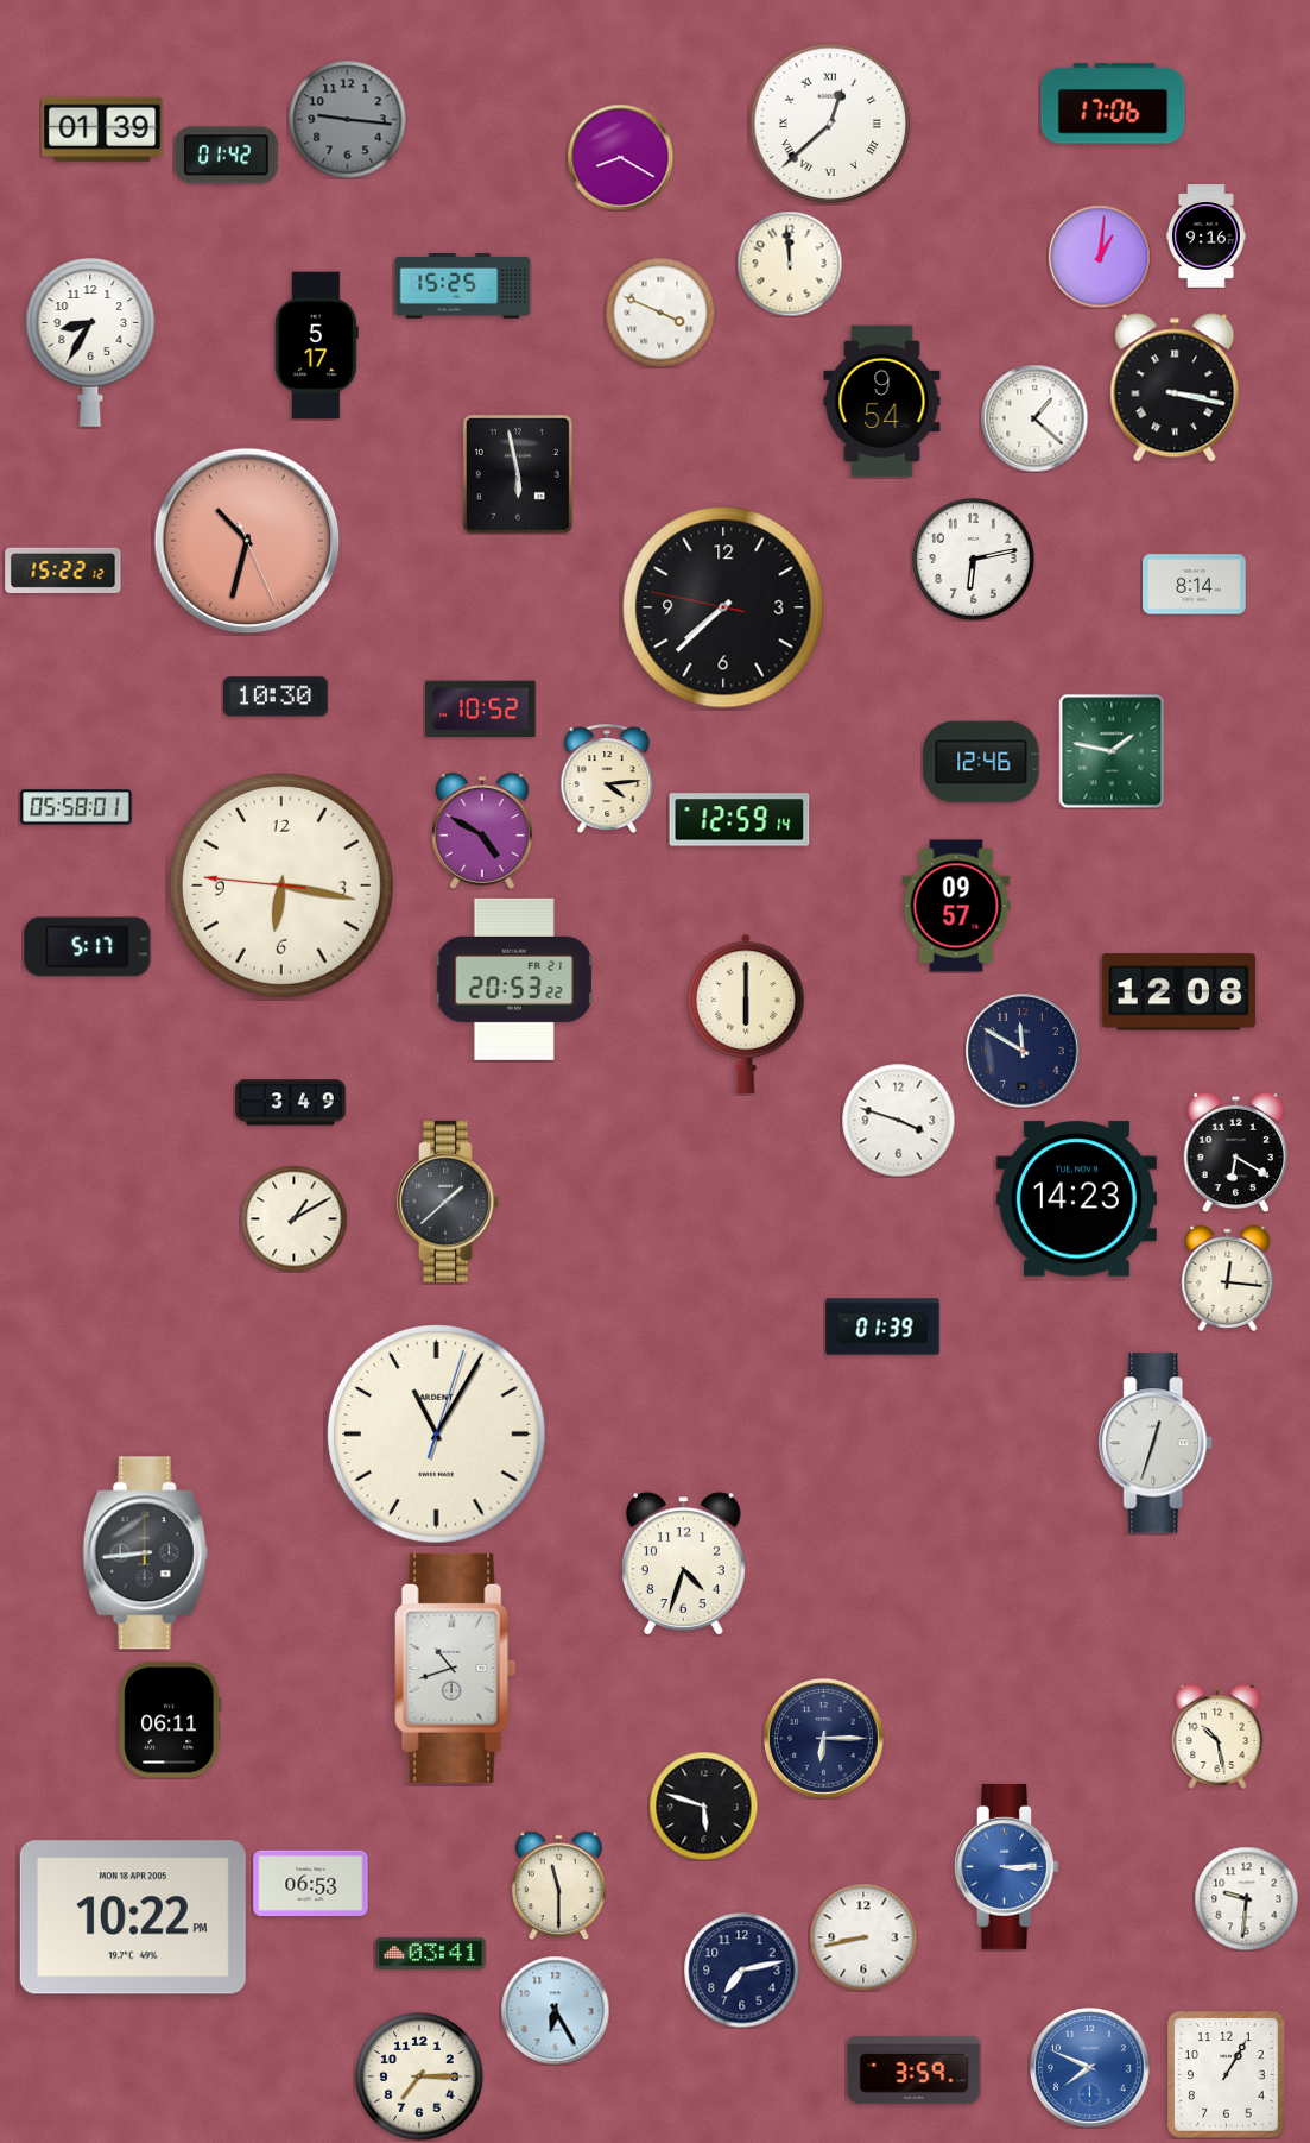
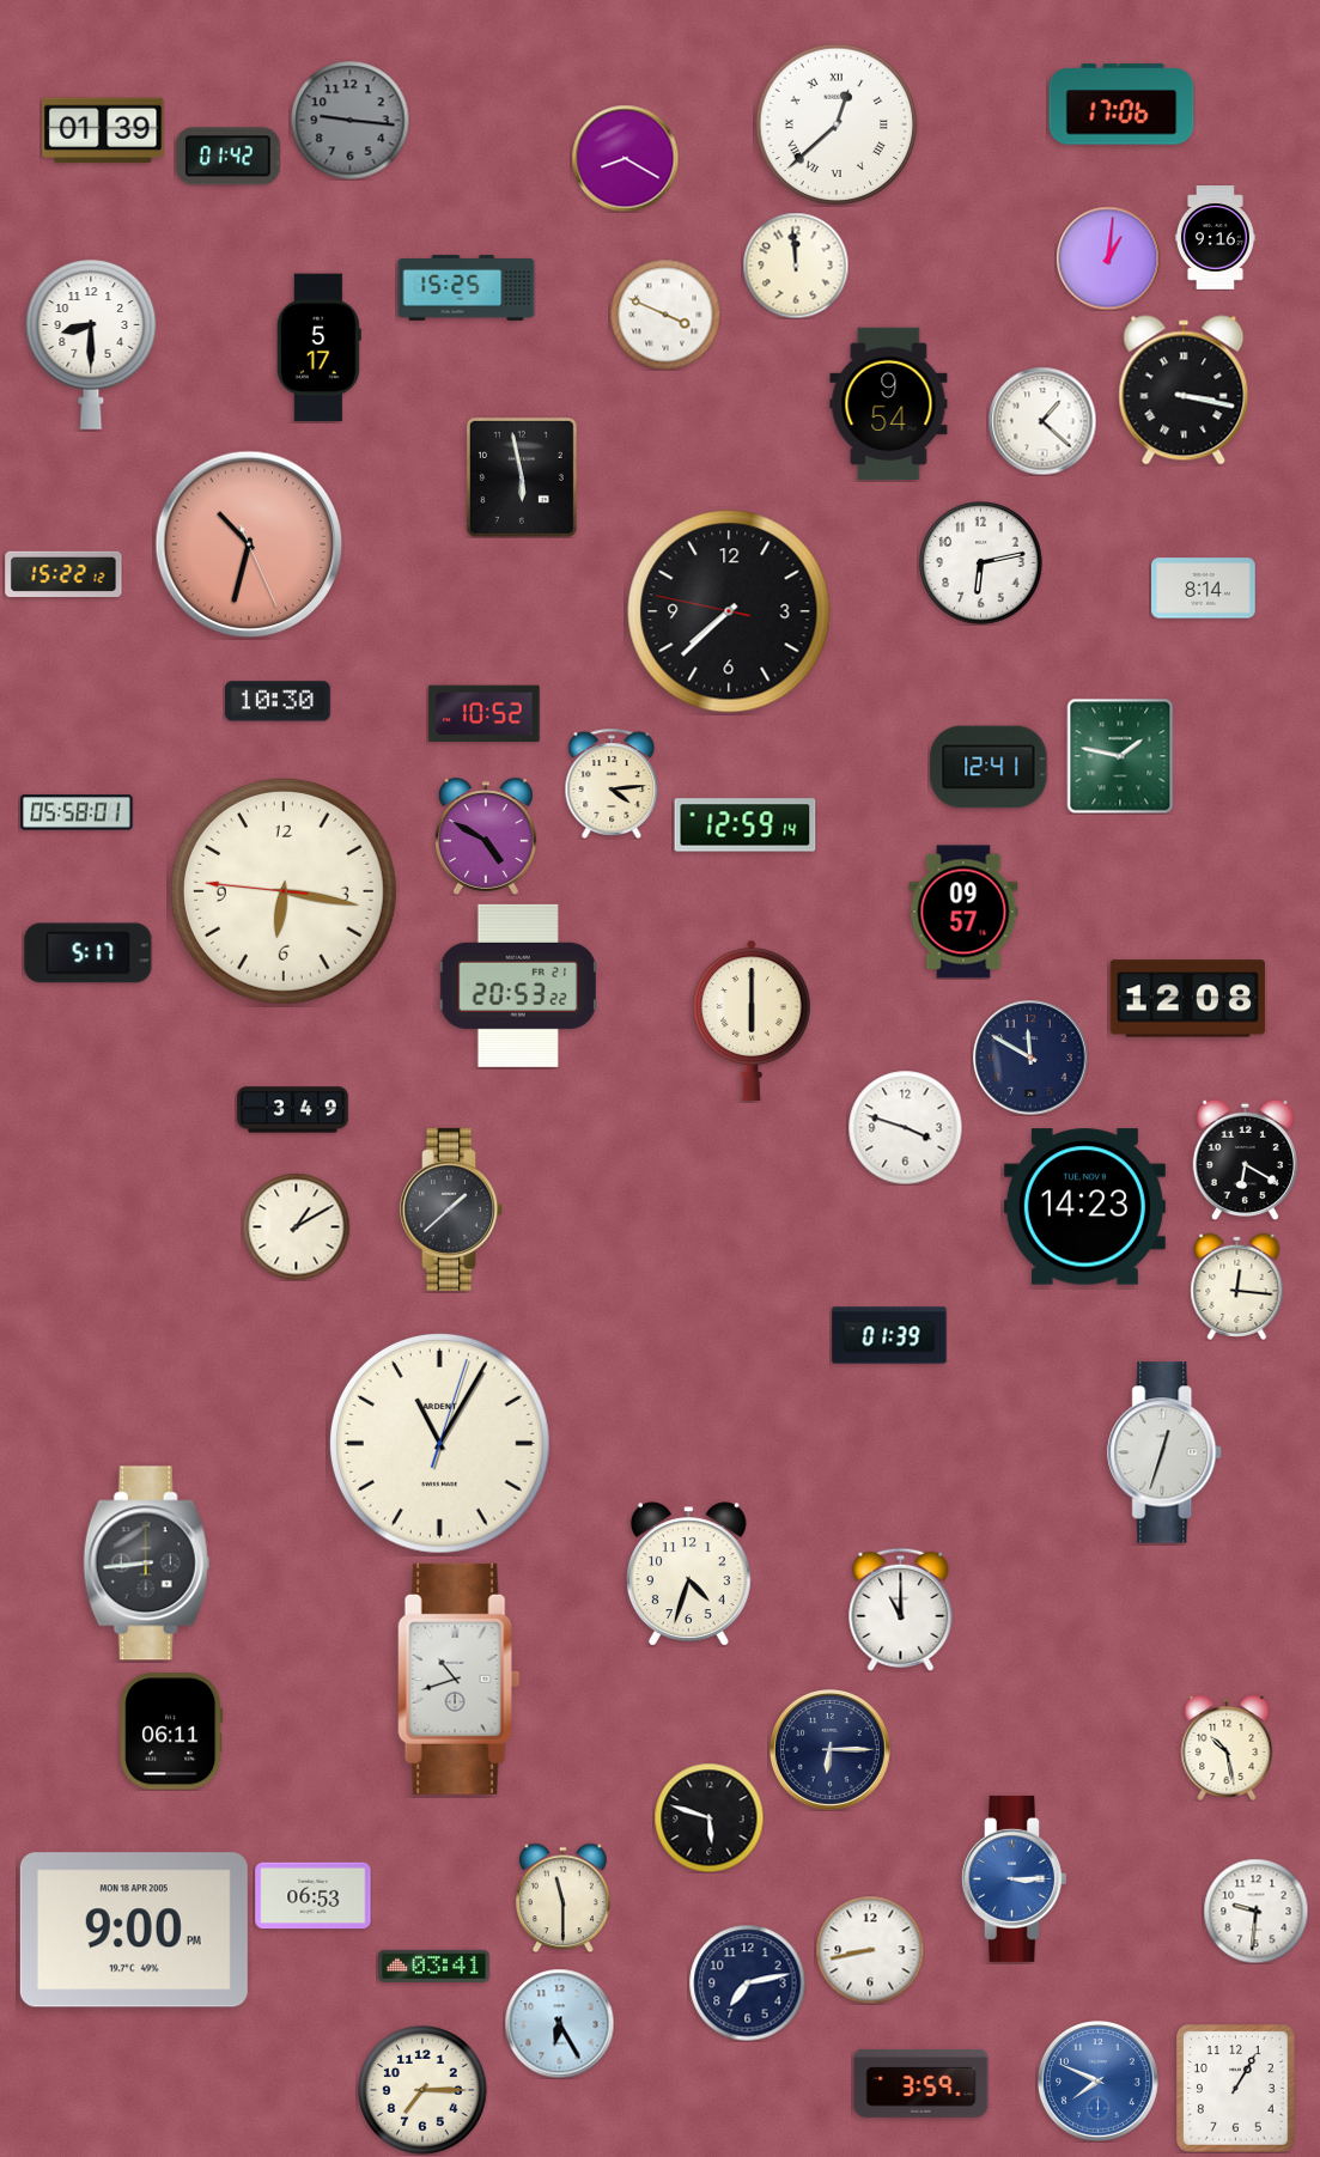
clock at (90, 342): 8:35 -> 8:30
clock at (981, 762): 12:46 -> 12:41
clock at (901, 1609): none -> 11:00
clock at (133, 1917): 10:22 -> 9:00
